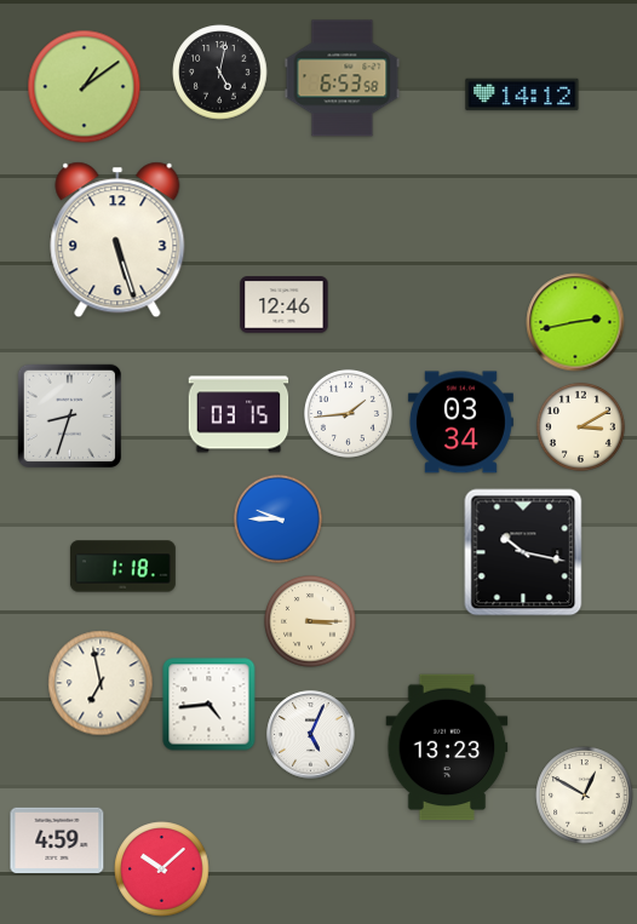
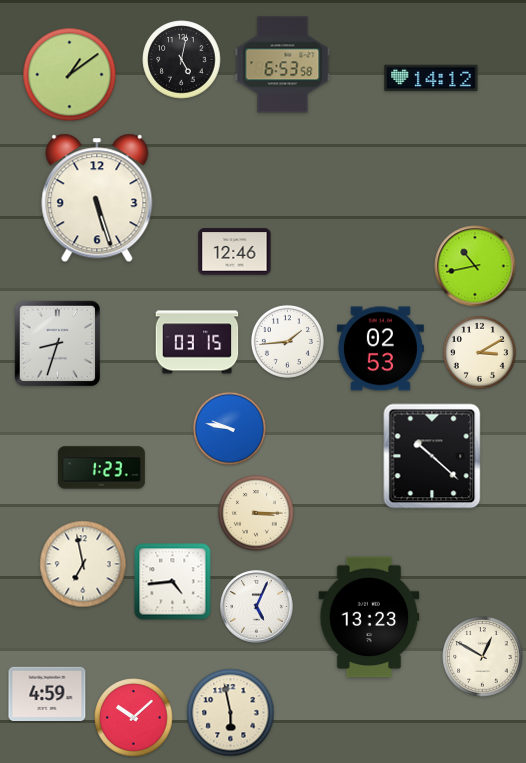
clock at (85, 87) position: (85, 87) -> (70, 75)
clock at (575, 322): 2:43 -> 10:43
clock at (460, 423): 03:34 -> 02:53
clock at (277, 518): 9:45 -> 9:47
clock at (523, 552): 10:17 -> 10:22
clock at (122, 567): 1:18 -> 1:23
clock at (231, 713): none -> 5:58
